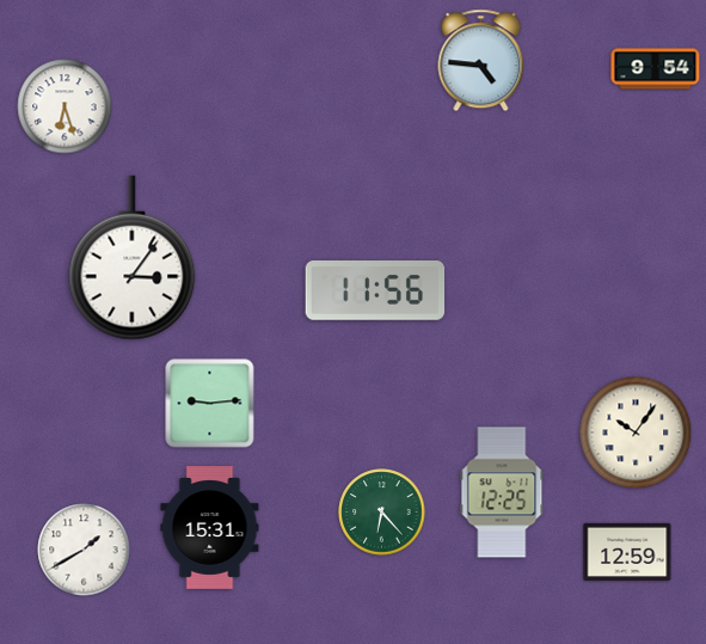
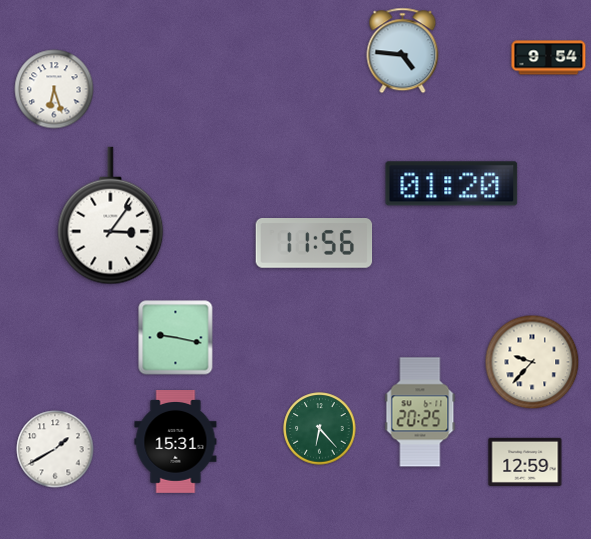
clock at (452, 184): none -> 01:20
clock at (210, 404): 9:14 -> 9:17
clock at (636, 433): 10:06 -> 9:37
clock at (502, 492): 12:25 -> 20:25
clock at (84, 550) position: (84, 550) -> (55, 449)
